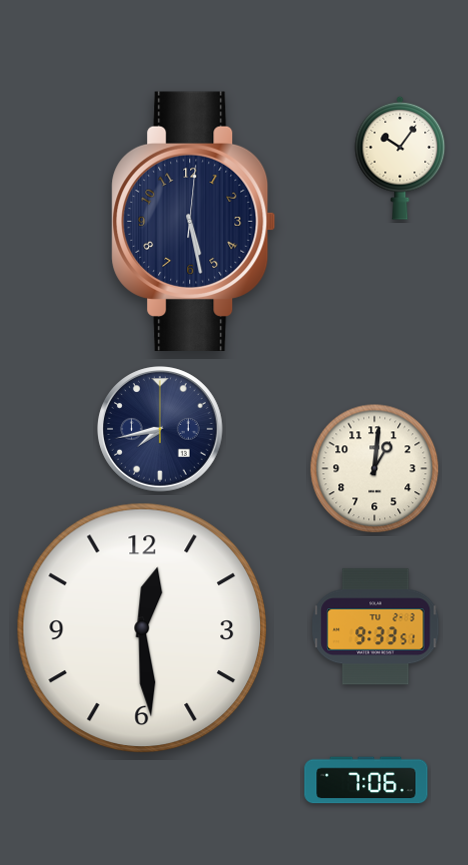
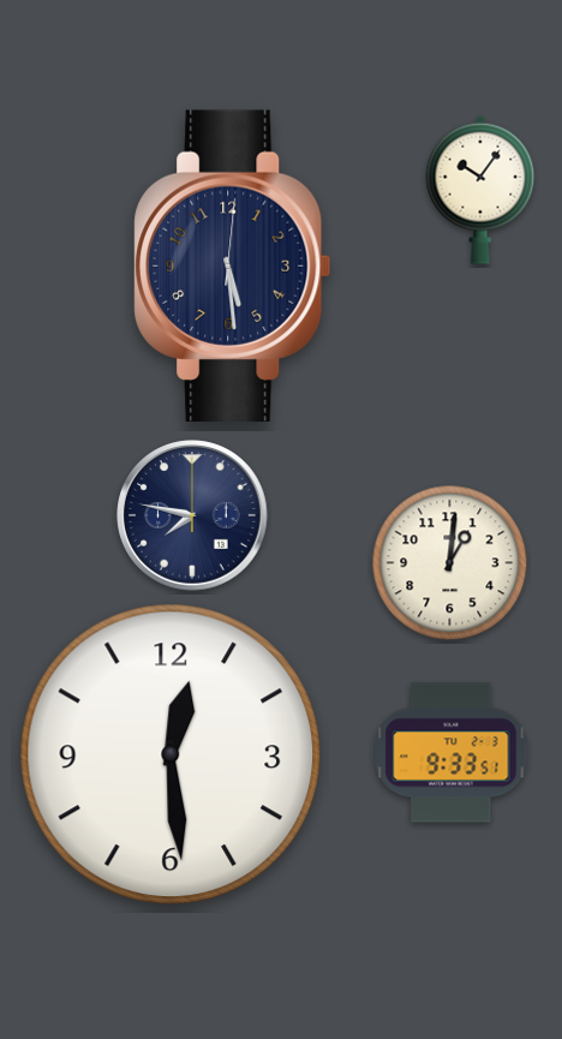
clock at (194, 221): 5:28 -> 5:29
clock at (160, 429): 7:43 -> 7:47
clock at (366, 780): 7:06 -> none
